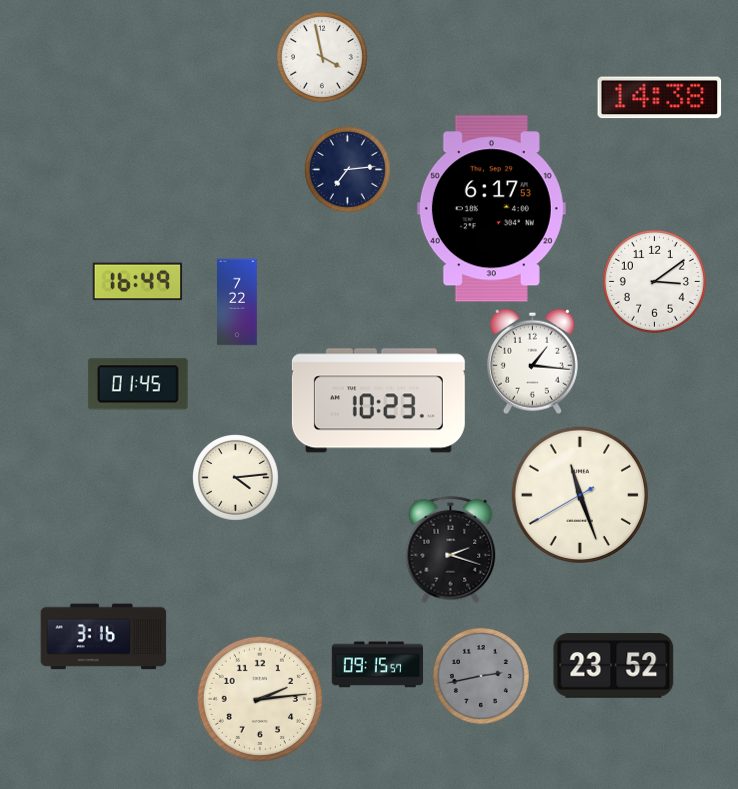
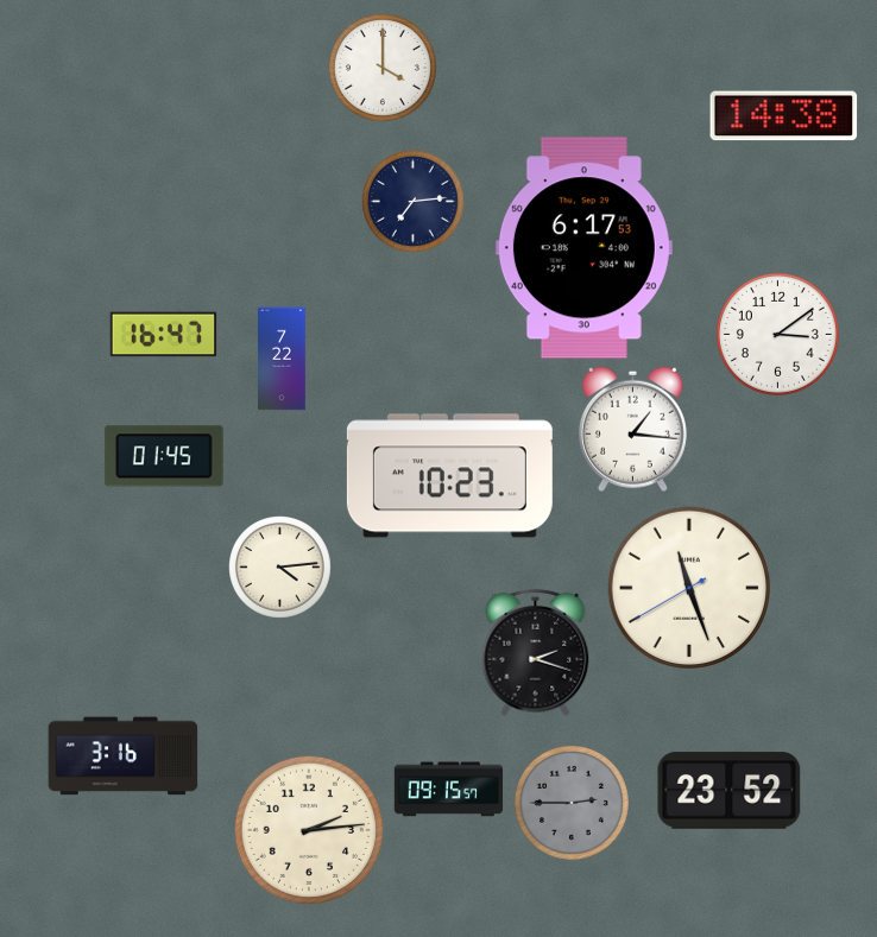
clock at (322, 57): 3:58 -> 4:00
clock at (138, 282): 16:49 -> 16:47
clock at (481, 676): 2:43 -> 2:45
